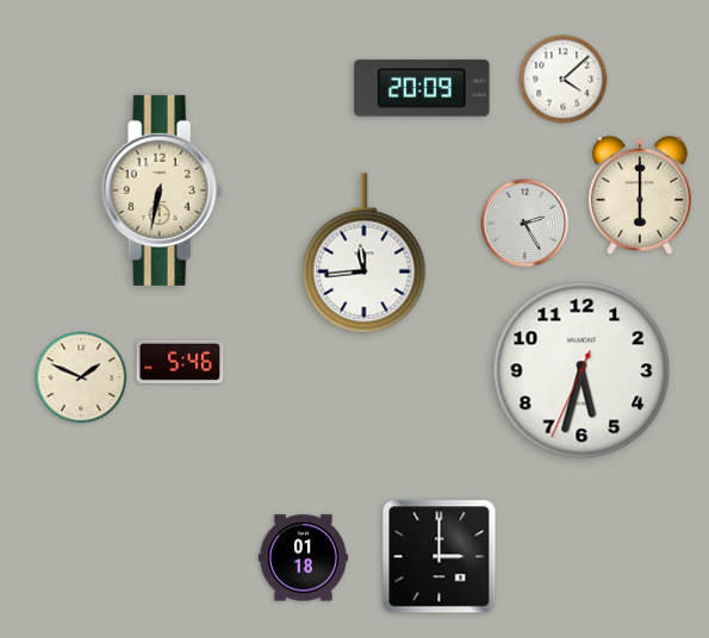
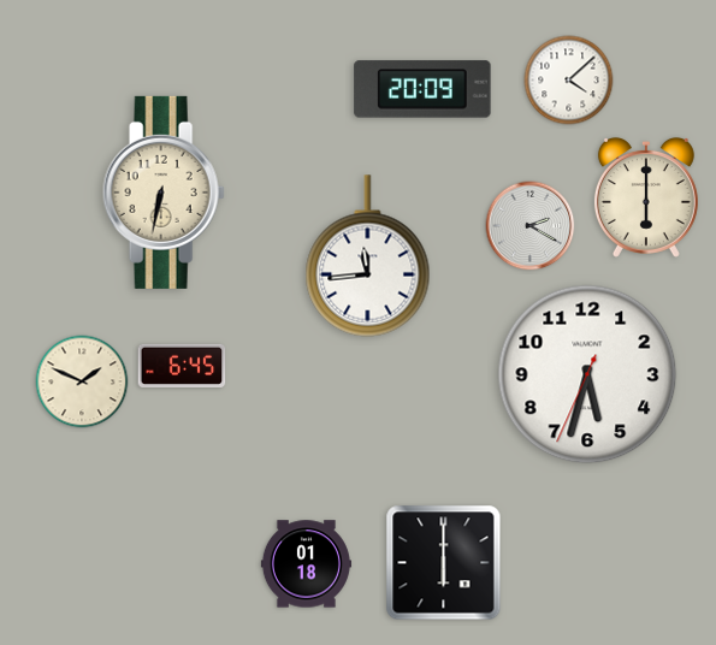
clock at (422, 88) position: (422, 88) -> (422, 89)
clock at (525, 224): 2:25 -> 2:20
clock at (180, 362): 5:46 -> 6:45
clock at (440, 557): 3:00 -> 6:00
